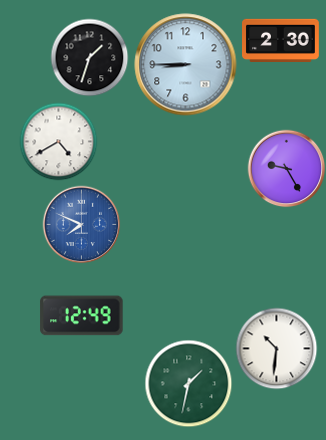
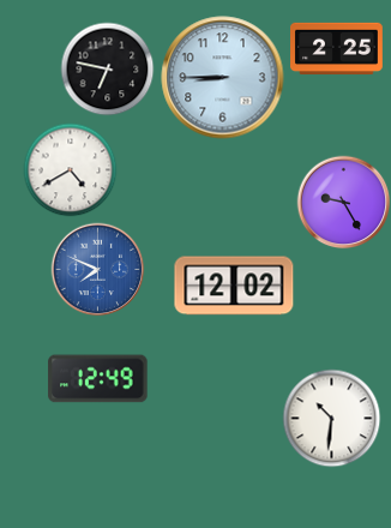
clock at (281, 40): 2:30 -> 2:25
clock at (89, 57): 1:33 -> 6:47
clock at (234, 286): none -> 12:02
clock at (188, 383): 1:32 -> none
